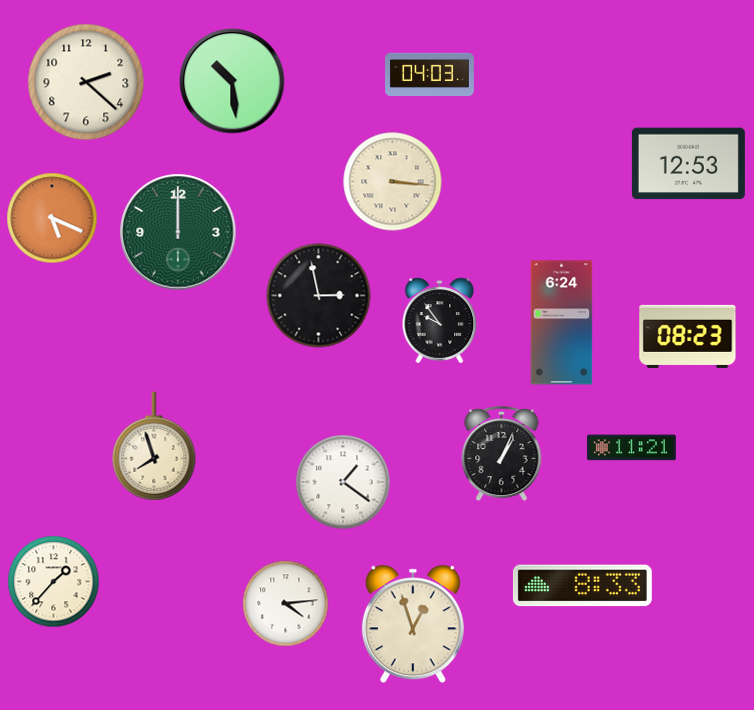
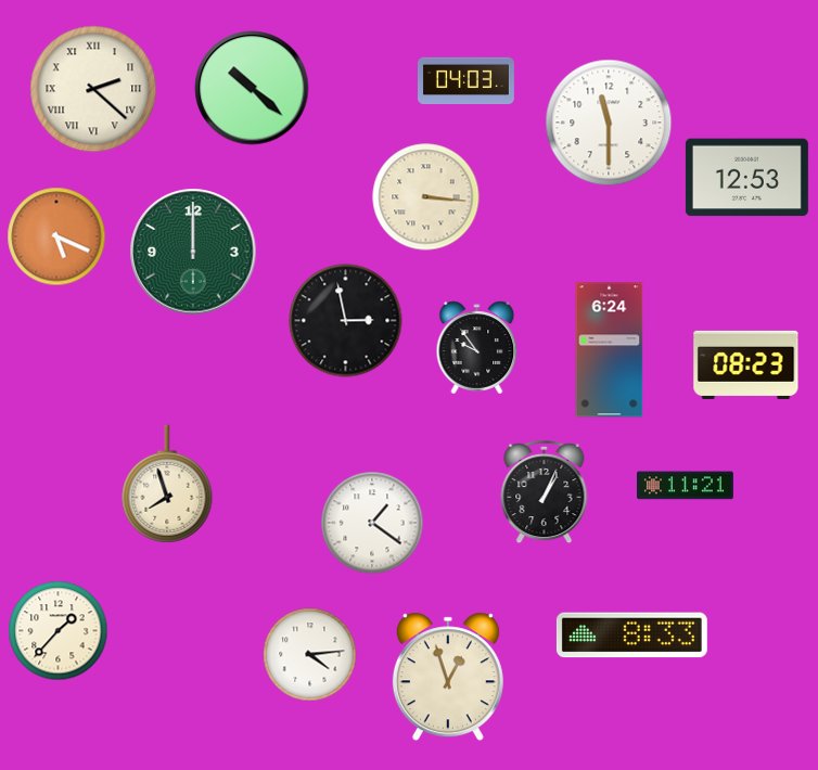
clock at (232, 81): 10:29 -> 10:22
clock at (86, 82) numerals: Arabic -> Roman
clock at (609, 123): none -> 11:30
